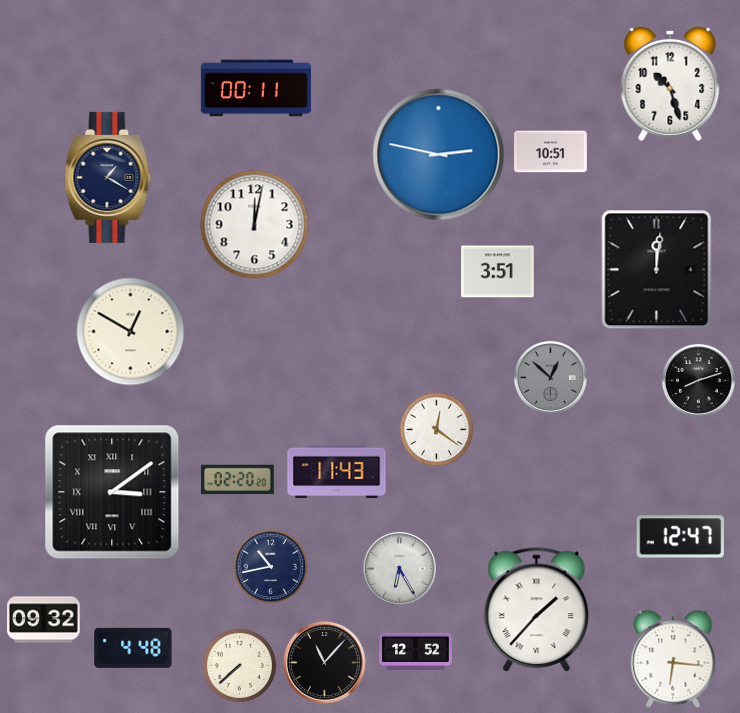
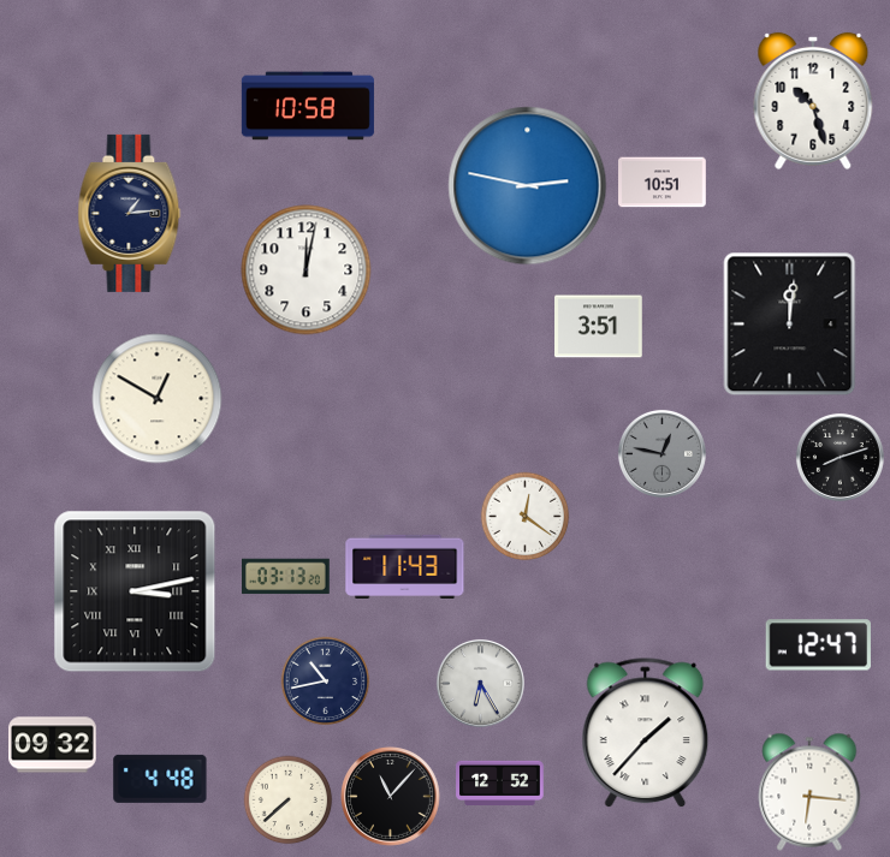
clock at (670, 84) position: (670, 84) -> (813, 101)
clock at (256, 88): 00:11 -> 10:58
clock at (108, 177): 1:20 -> 1:14
clock at (550, 377): 12:52 -> 12:47
clock at (238, 480): 02:20 -> 03:13
clock at (112, 492): 3:09 -> 3:13
